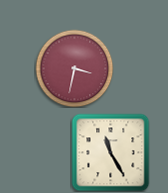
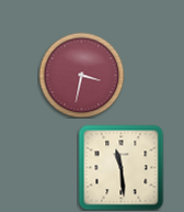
clock at (110, 152): 11:25 -> 11:29
